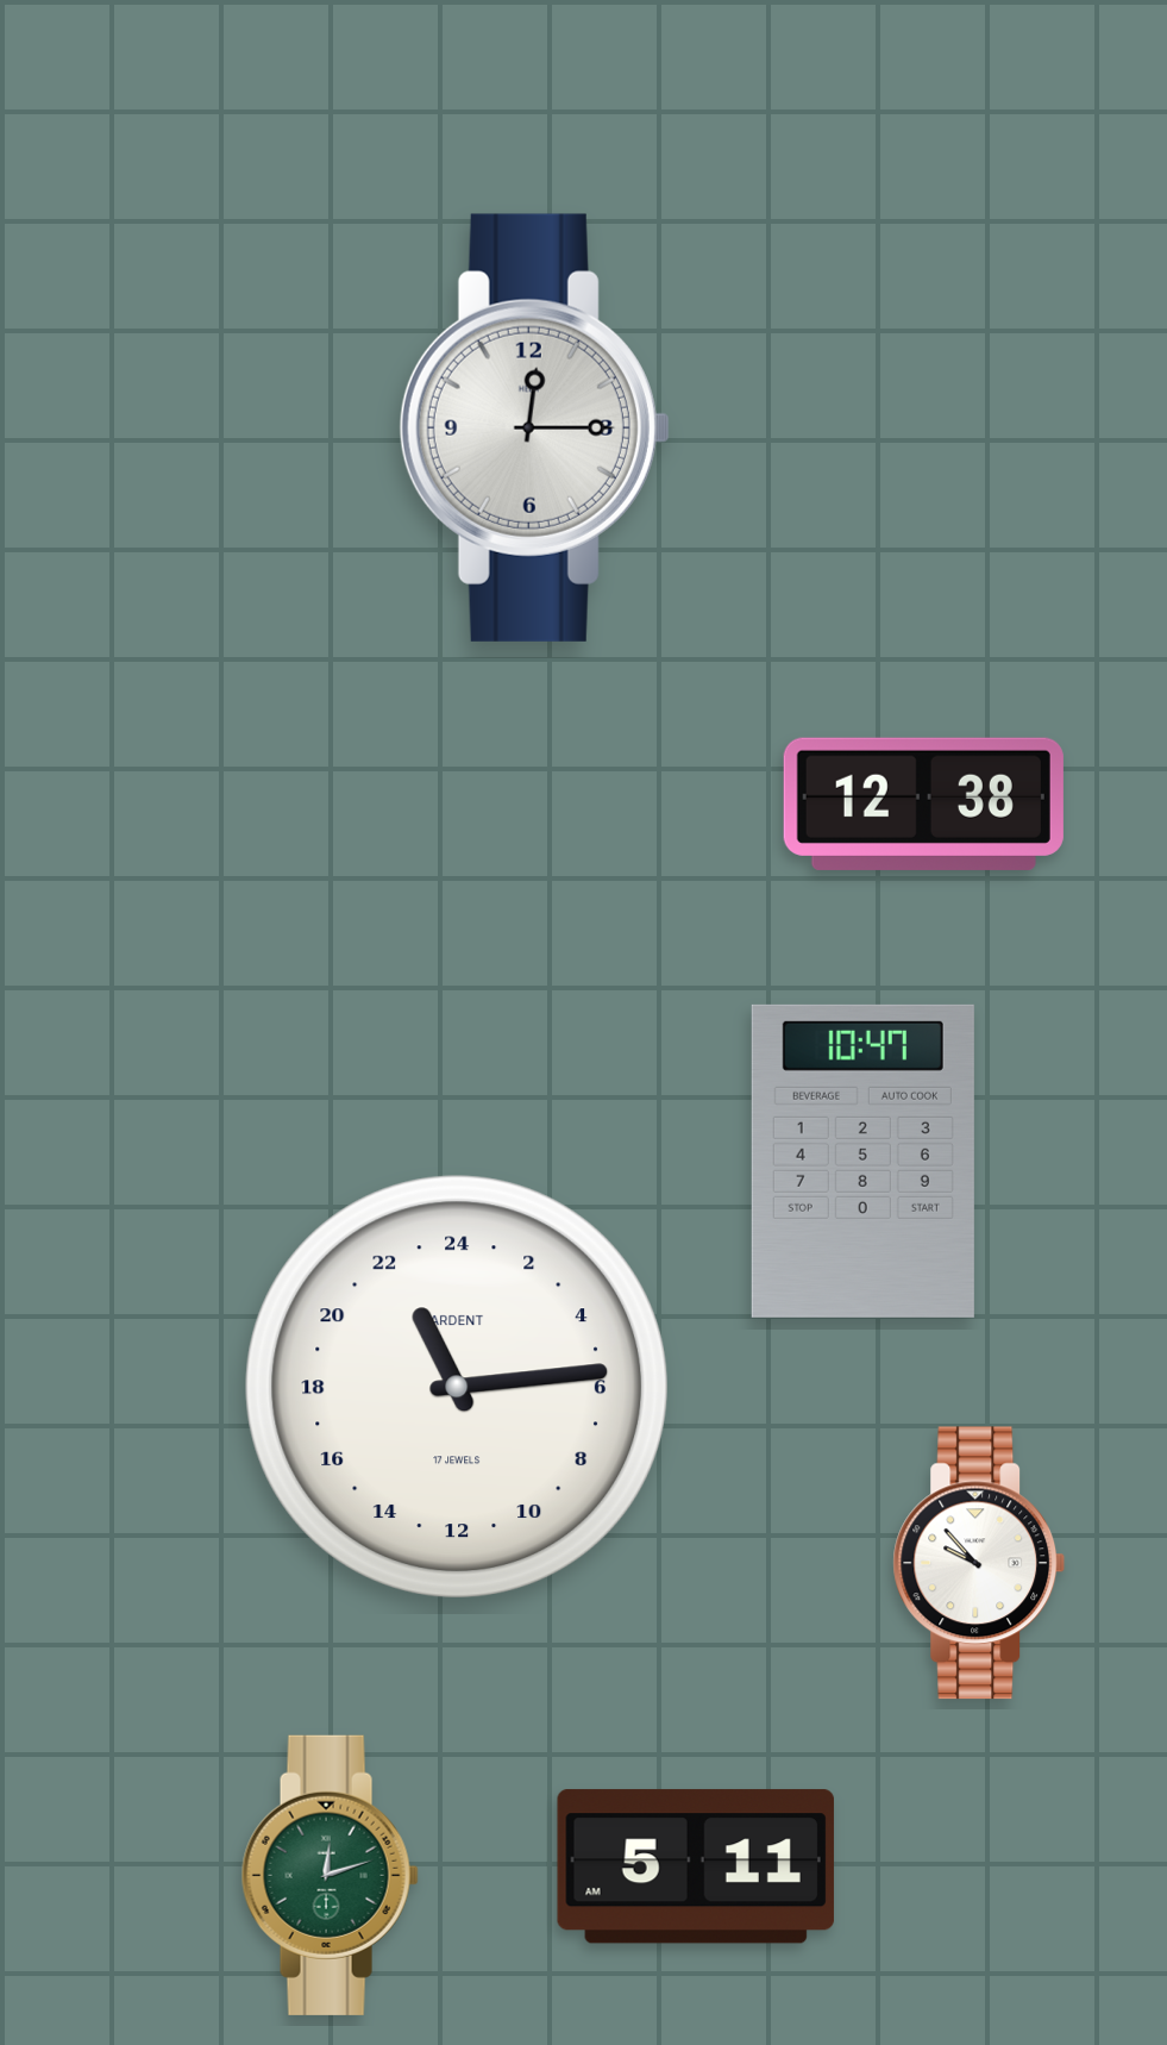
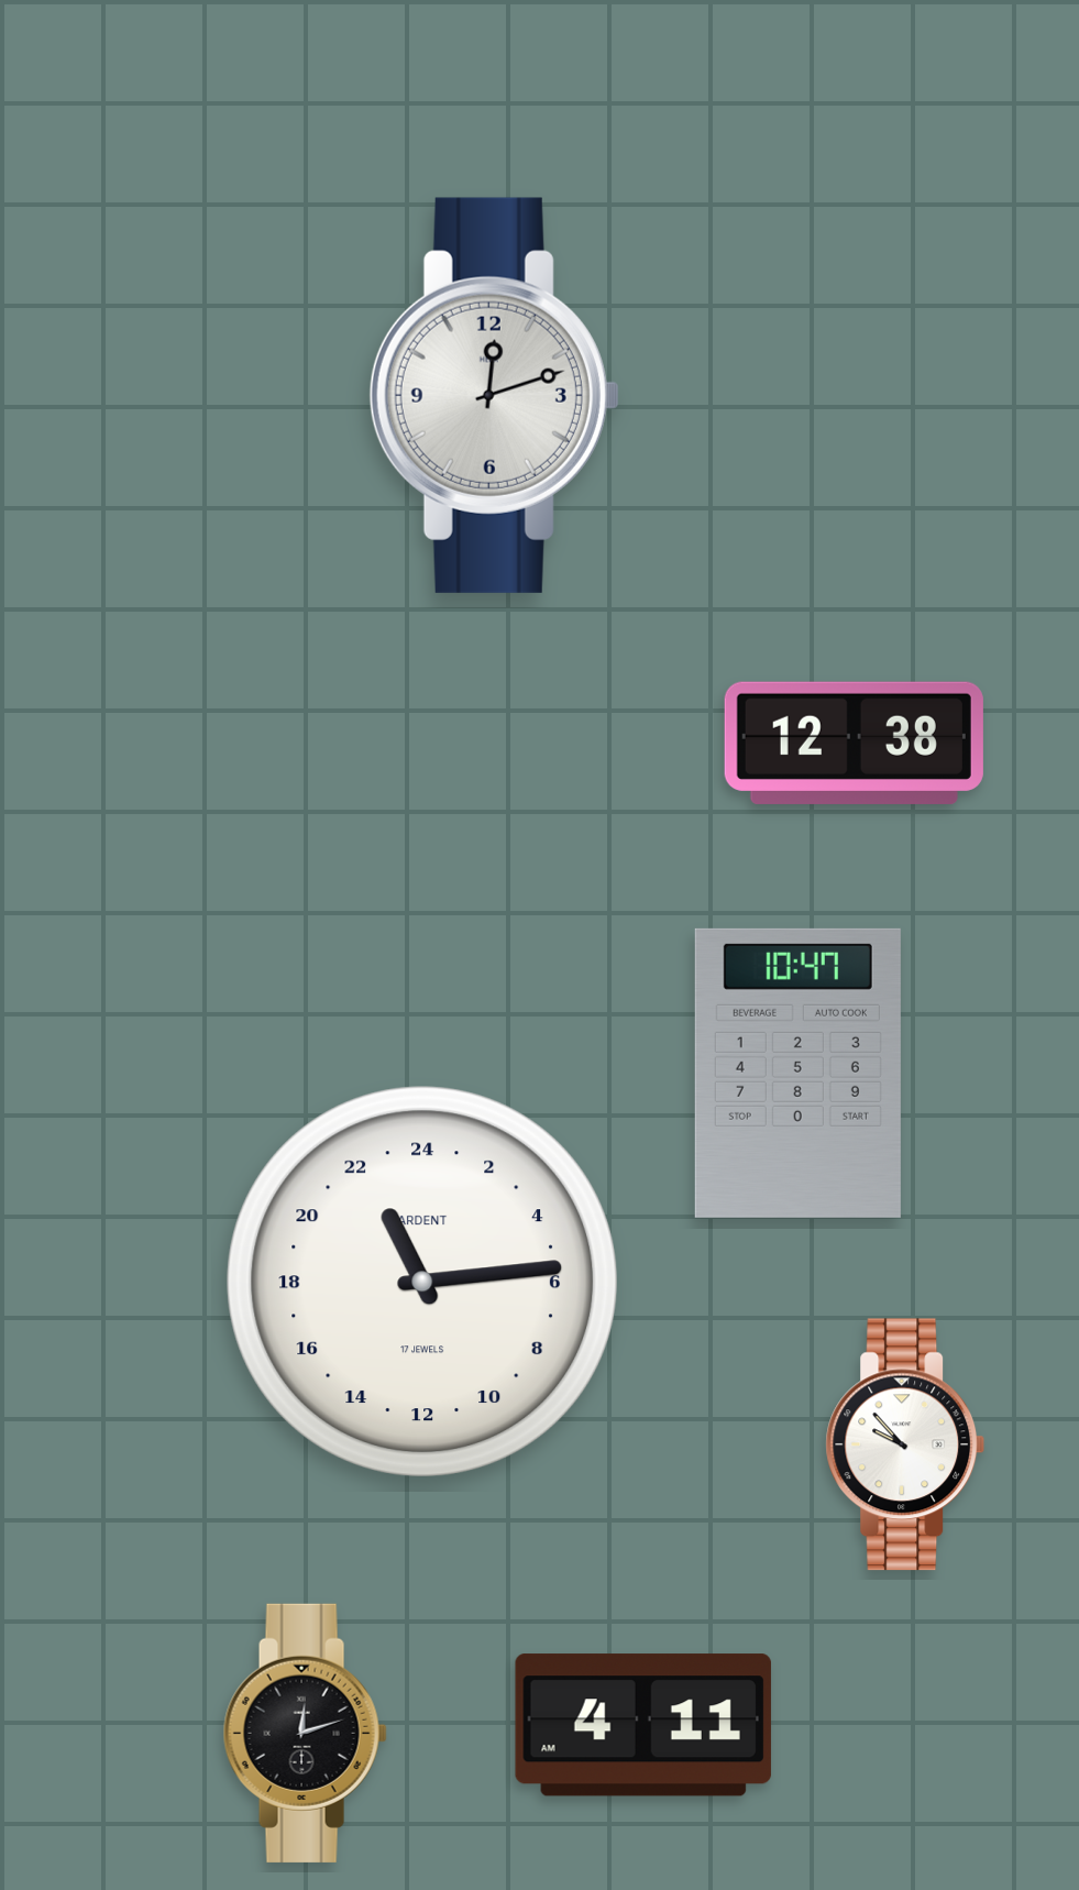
clock at (534, 427): 12:15 -> 12:12
clock at (696, 1866): 5:11 -> 4:11
clock at (330, 1875) dial: green -> black
